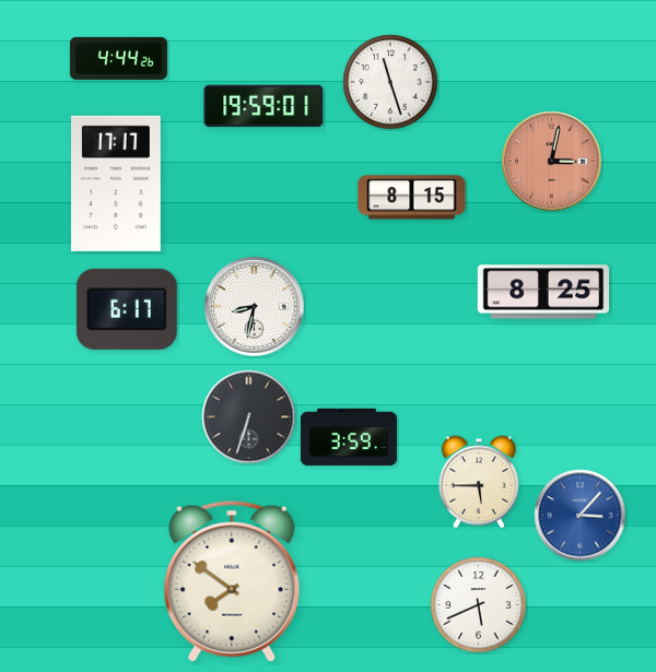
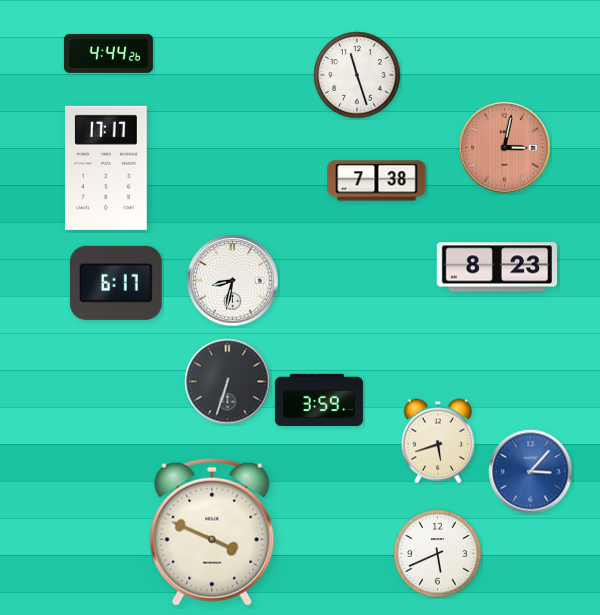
clock at (263, 106): 19:59 -> none
clock at (412, 198): 8:15 -> 7:38
clock at (542, 292): 8:25 -> 8:23
clock at (478, 482): 5:45 -> 5:42
clock at (232, 581): 7:51 -> 3:49
